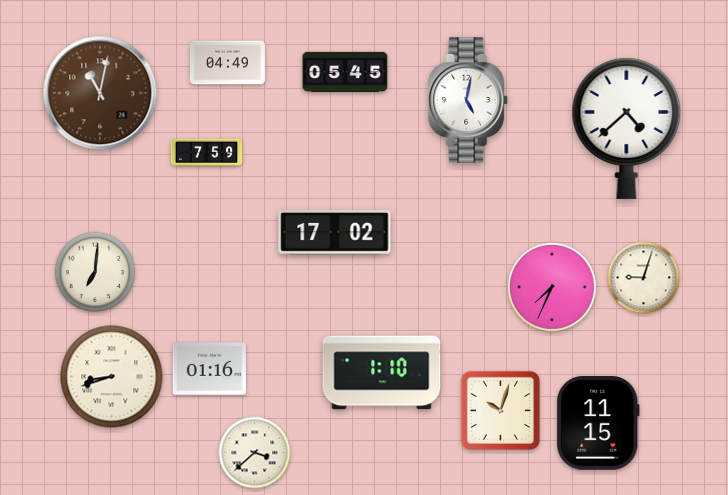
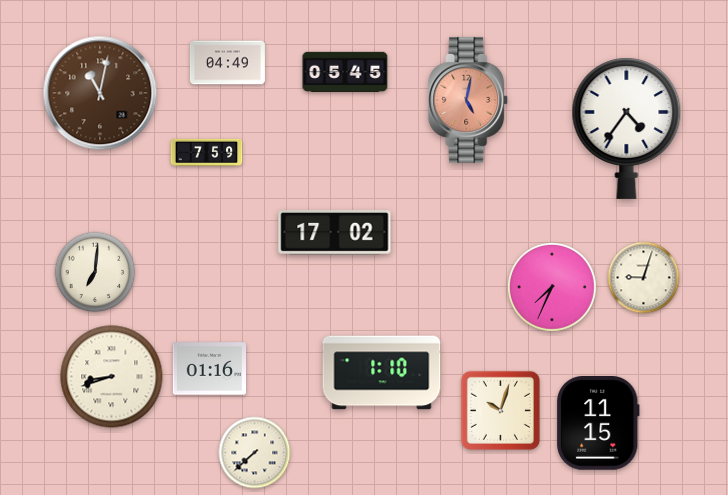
clock at (469, 100) dial: white -> salmon
clock at (627, 128): 4:38 -> 4:36
clock at (255, 453): 3:38 -> 7:38
